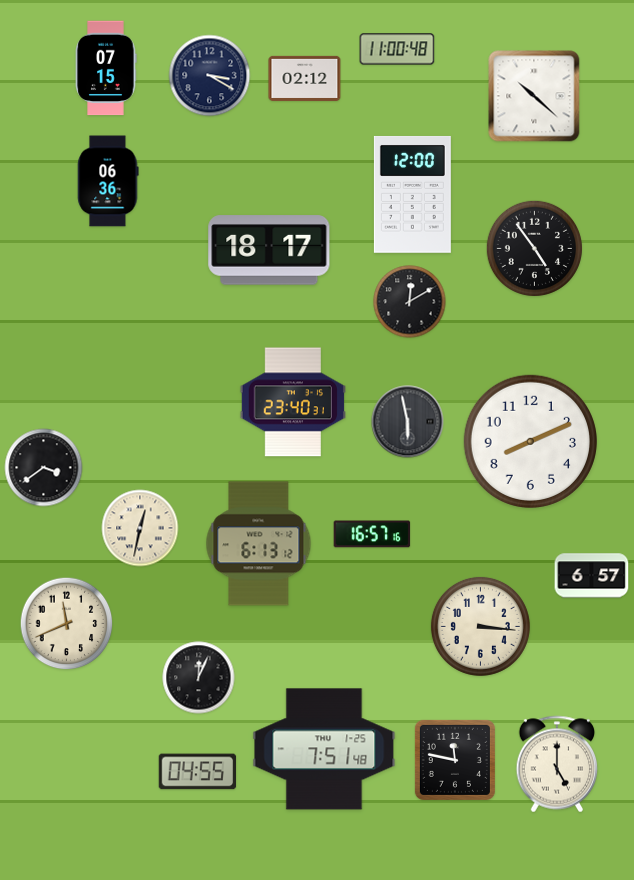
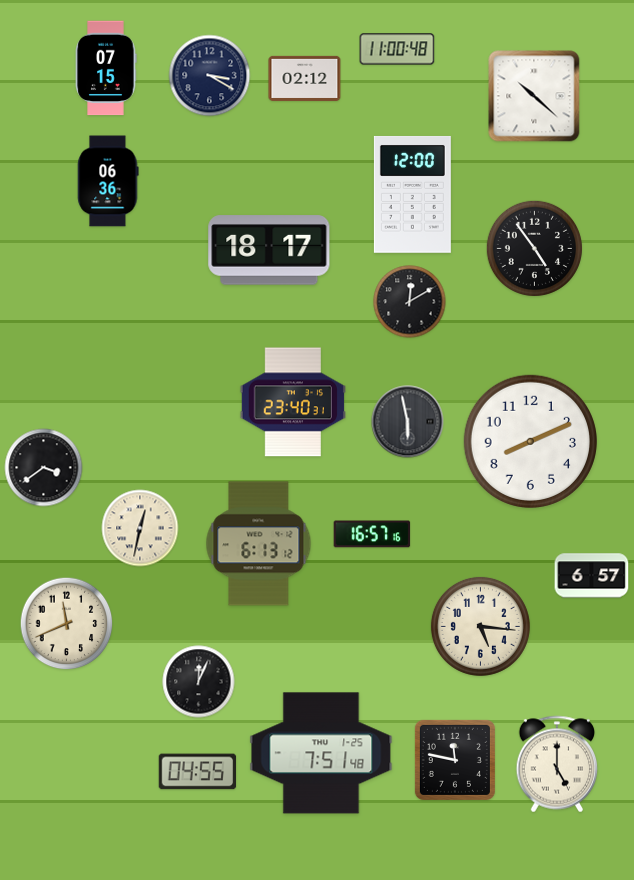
clock at (480, 626): 3:16 -> 5:16
clock at (199, 678) position: (199, 678) -> (199, 682)
clock at (324, 749) position: (324, 749) -> (321, 753)
